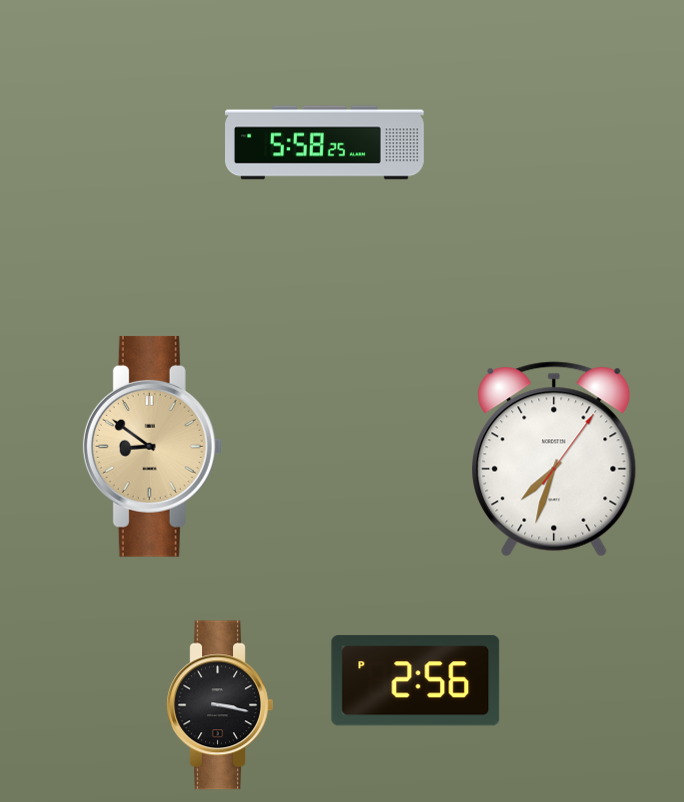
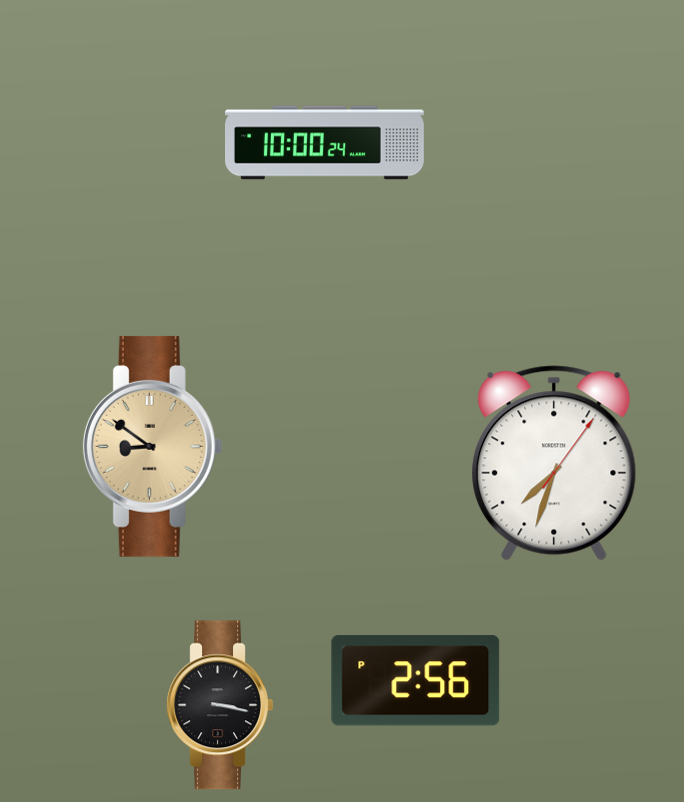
clock at (325, 143): 5:58 -> 10:00
clock at (554, 459) position: (554, 459) -> (554, 463)
